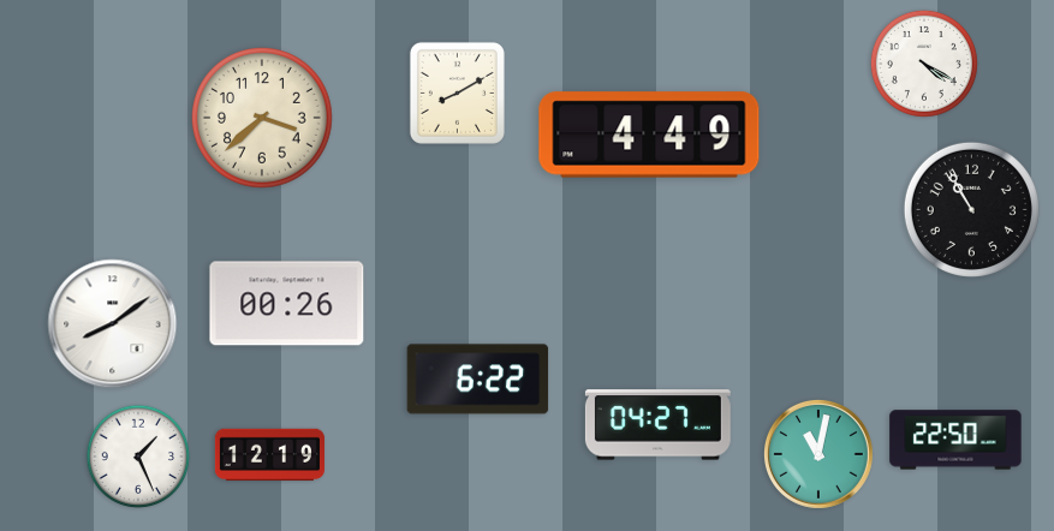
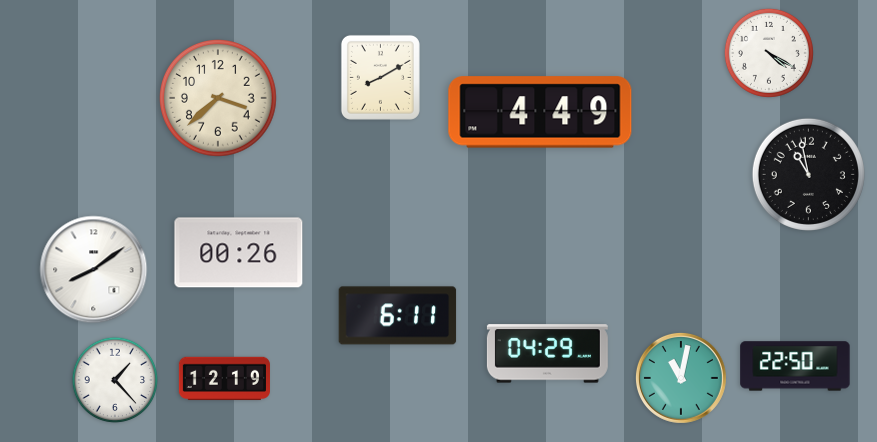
clock at (971, 209): 10:55 -> 10:58
clock at (478, 380): 6:22 -> 6:11
clock at (657, 425): 04:27 -> 04:29
clock at (138, 457): 1:26 -> 1:23
